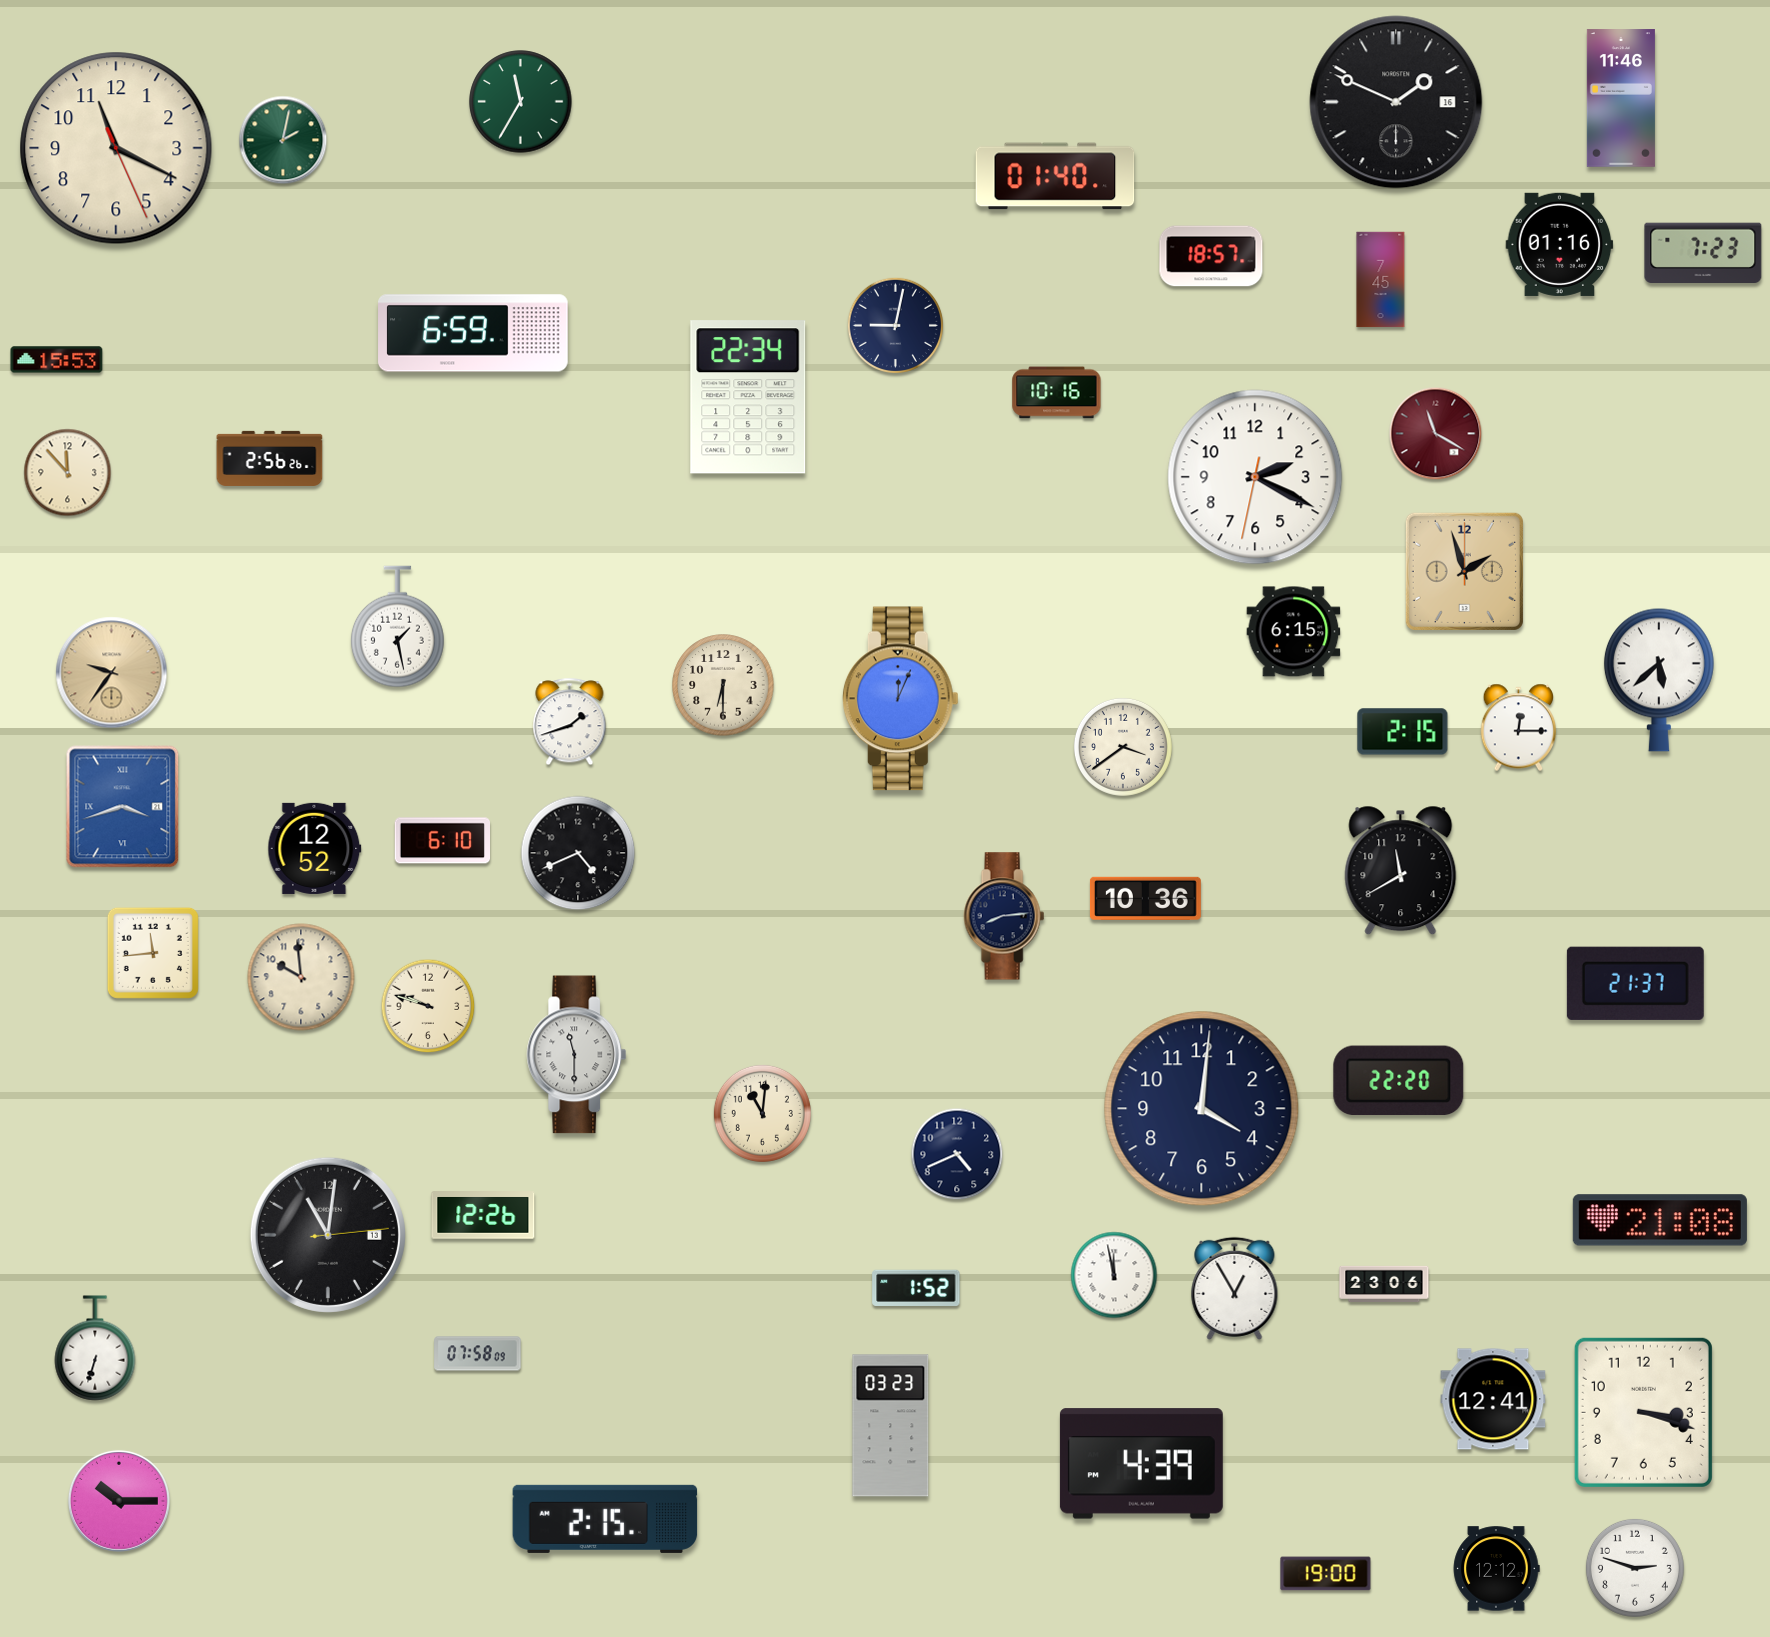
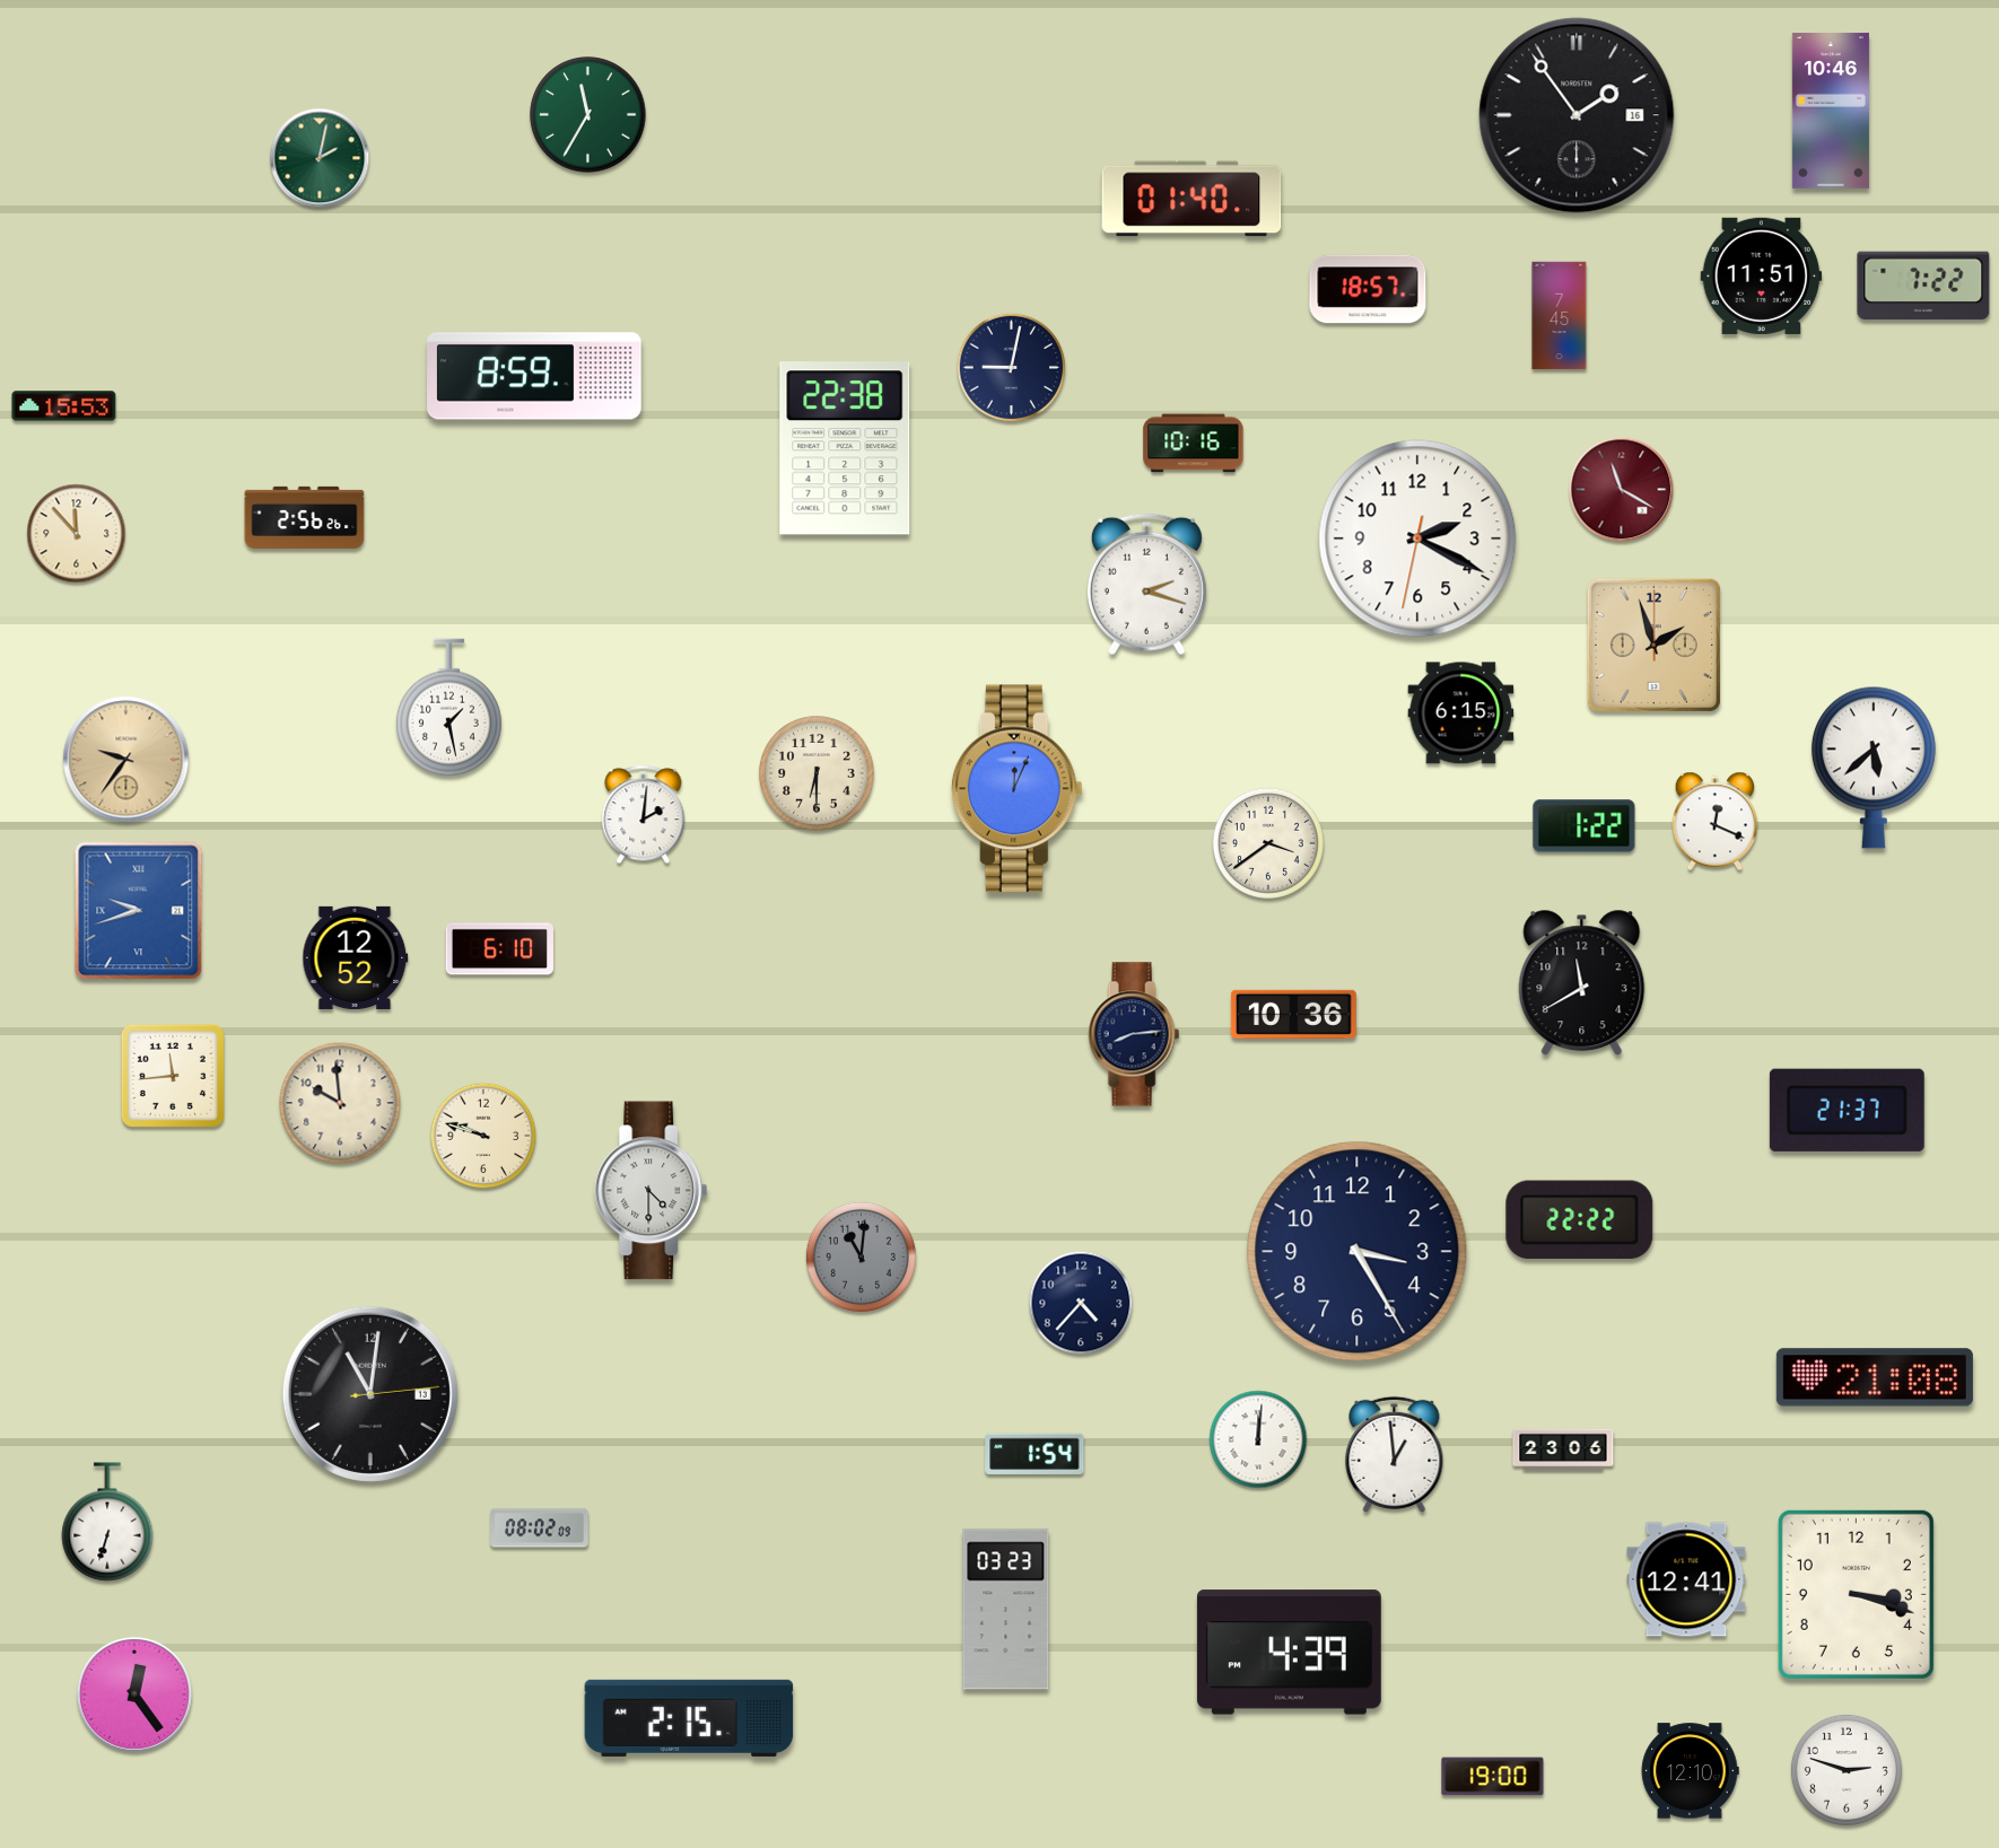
clock at (1621, 98): 11:46 -> 10:46
clock at (1396, 102): 1:49 -> 1:54
clock at (116, 148): 11:19 -> none
clock at (1560, 244): 01:16 -> 11:51
clock at (1703, 253): 7:23 -> 7:22
clock at (473, 333): 6:59 -> 8:59
clock at (748, 397): 22:34 -> 22:38
clock at (1146, 585): none -> 2:18
clock at (570, 722): 1:42 -> 2:01
clock at (1519, 728): 12:15 -> 12:19
clock at (1403, 732): 2:15 -> 1:22
clock at (123, 807): 3:42 -> 9:42
clock at (578, 853): 4:41 -> none
clock at (577, 1055): 11:30 -> 4:30
clock at (1399, 1081): 22:20 -> 22:22
clock at (1202, 1109): 4:01 -> 3:25
clock at (762, 1113) dial: cream -> grey
clock at (957, 1154): 4:41 -> 4:37
clock at (483, 1215): 12:26 -> none
clock at (1114, 1275): 11:58 -> 12:01
clock at (916, 1288): 1:52 -> 1:54
clock at (1235, 1288): 12:55 -> 12:59
clock at (478, 1354): 07:58 -> 08:02
clock at (119, 1501): 10:15 -> 12:24
clock at (605, 1519) position: (605, 1519) -> (689, 1718)
clock at (1496, 1569): 12:12 -> 12:10
clock at (1326, 1574) position: (1326, 1574) -> (1493, 1777)
